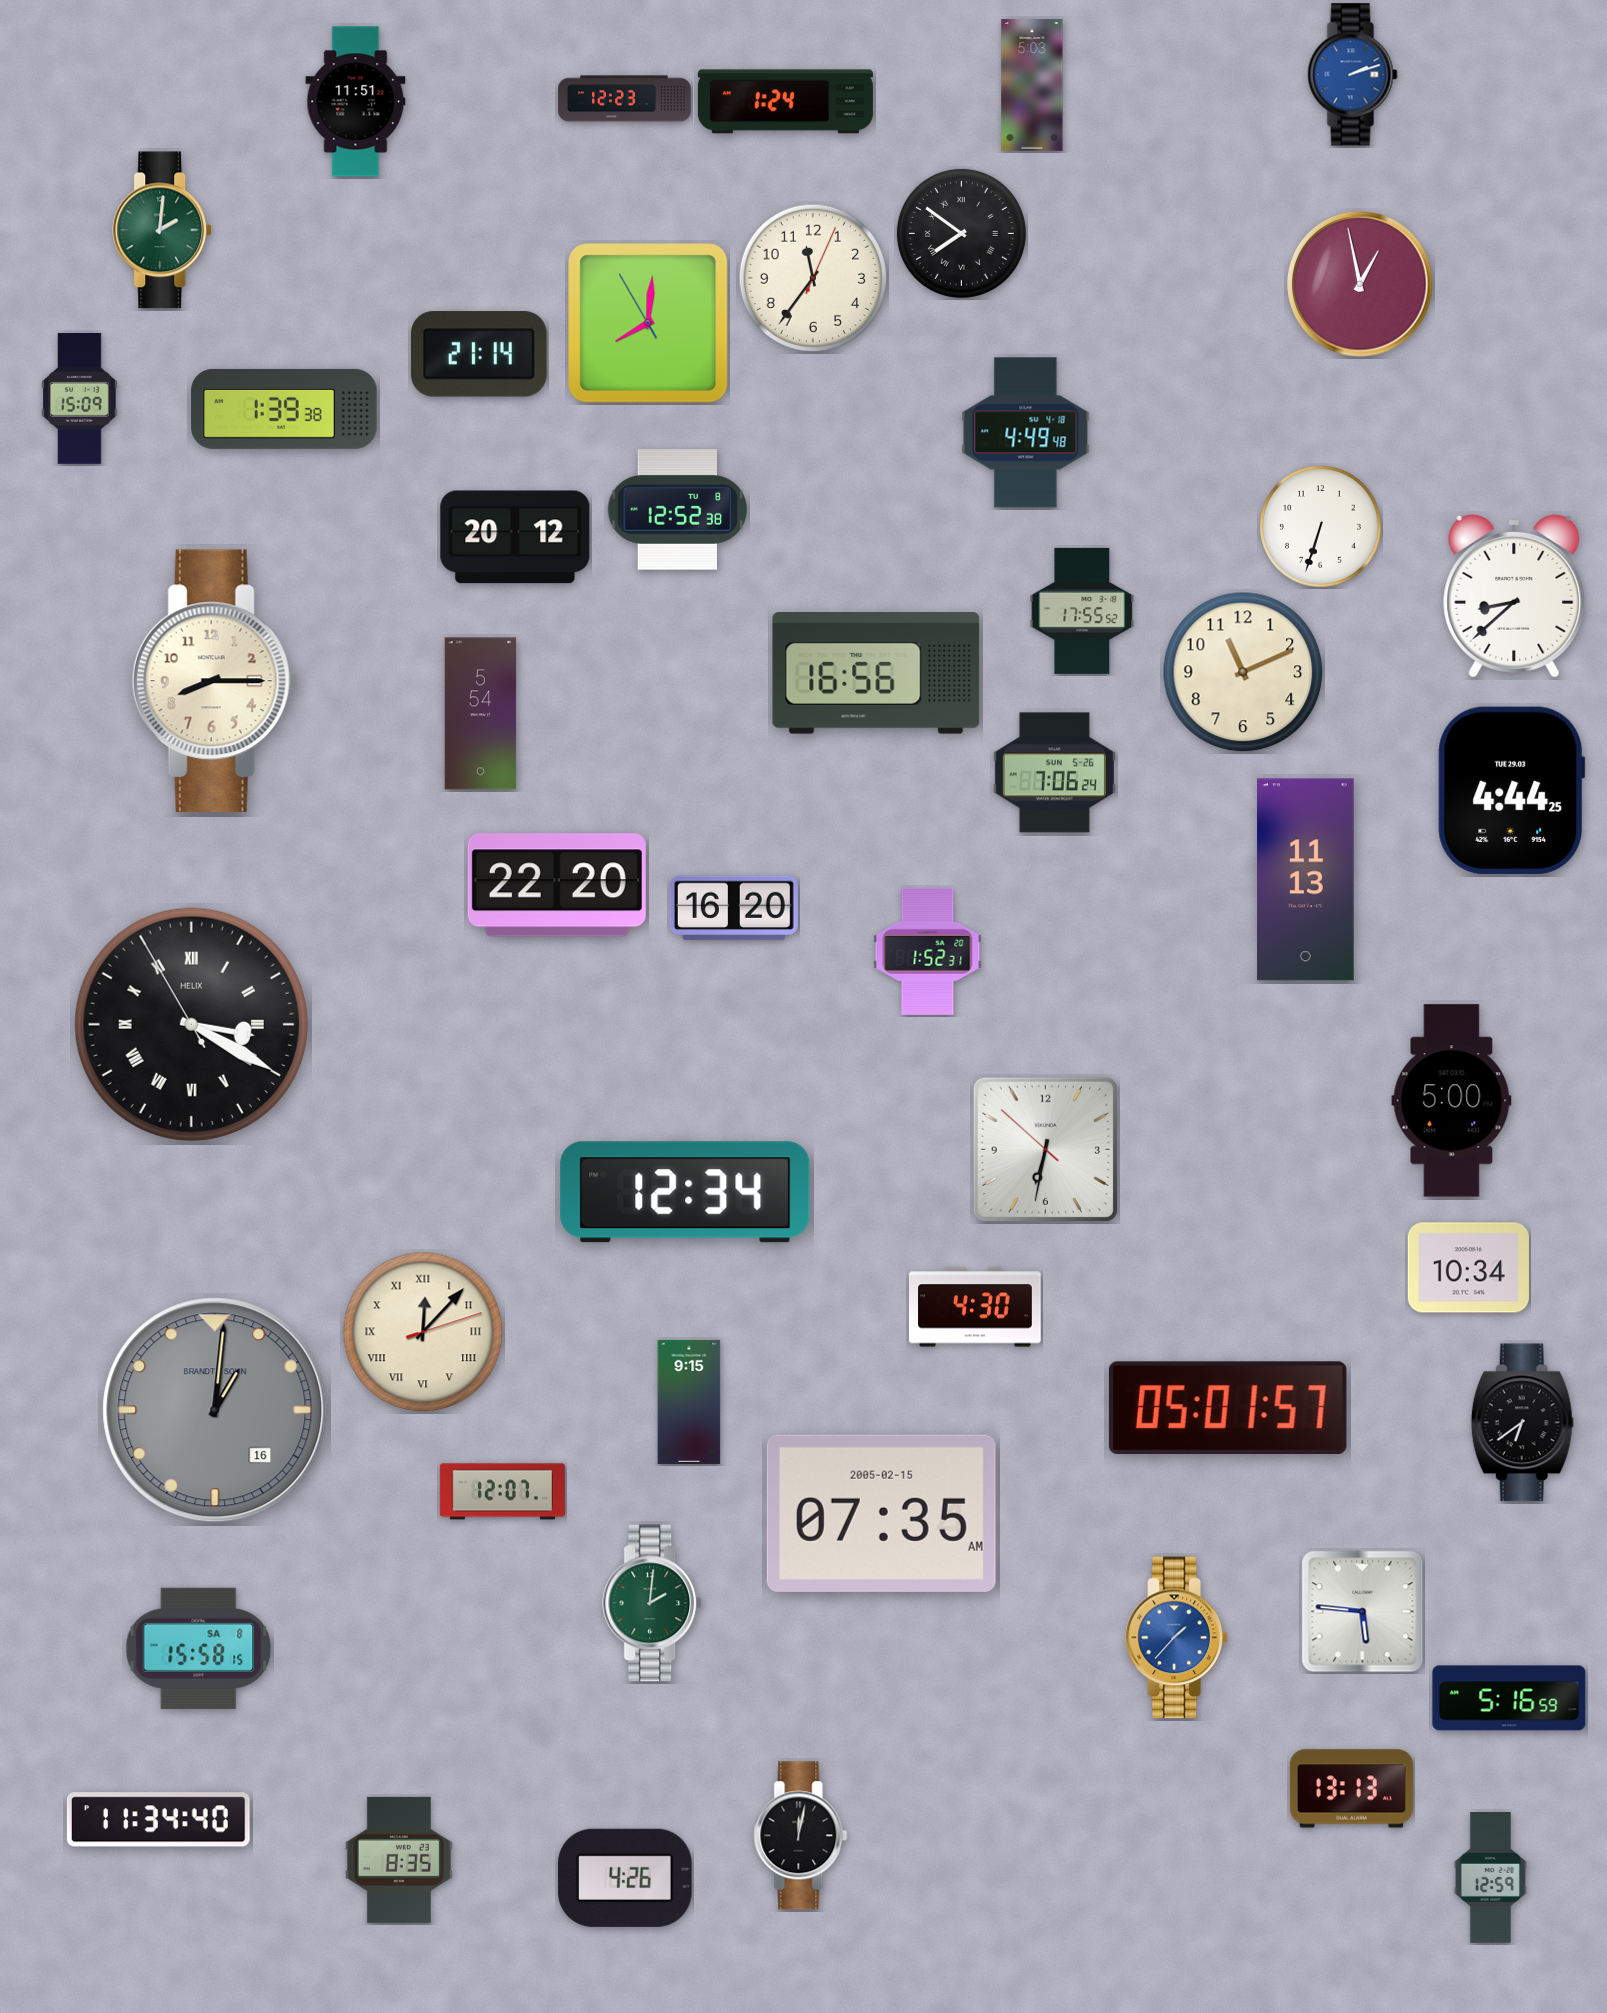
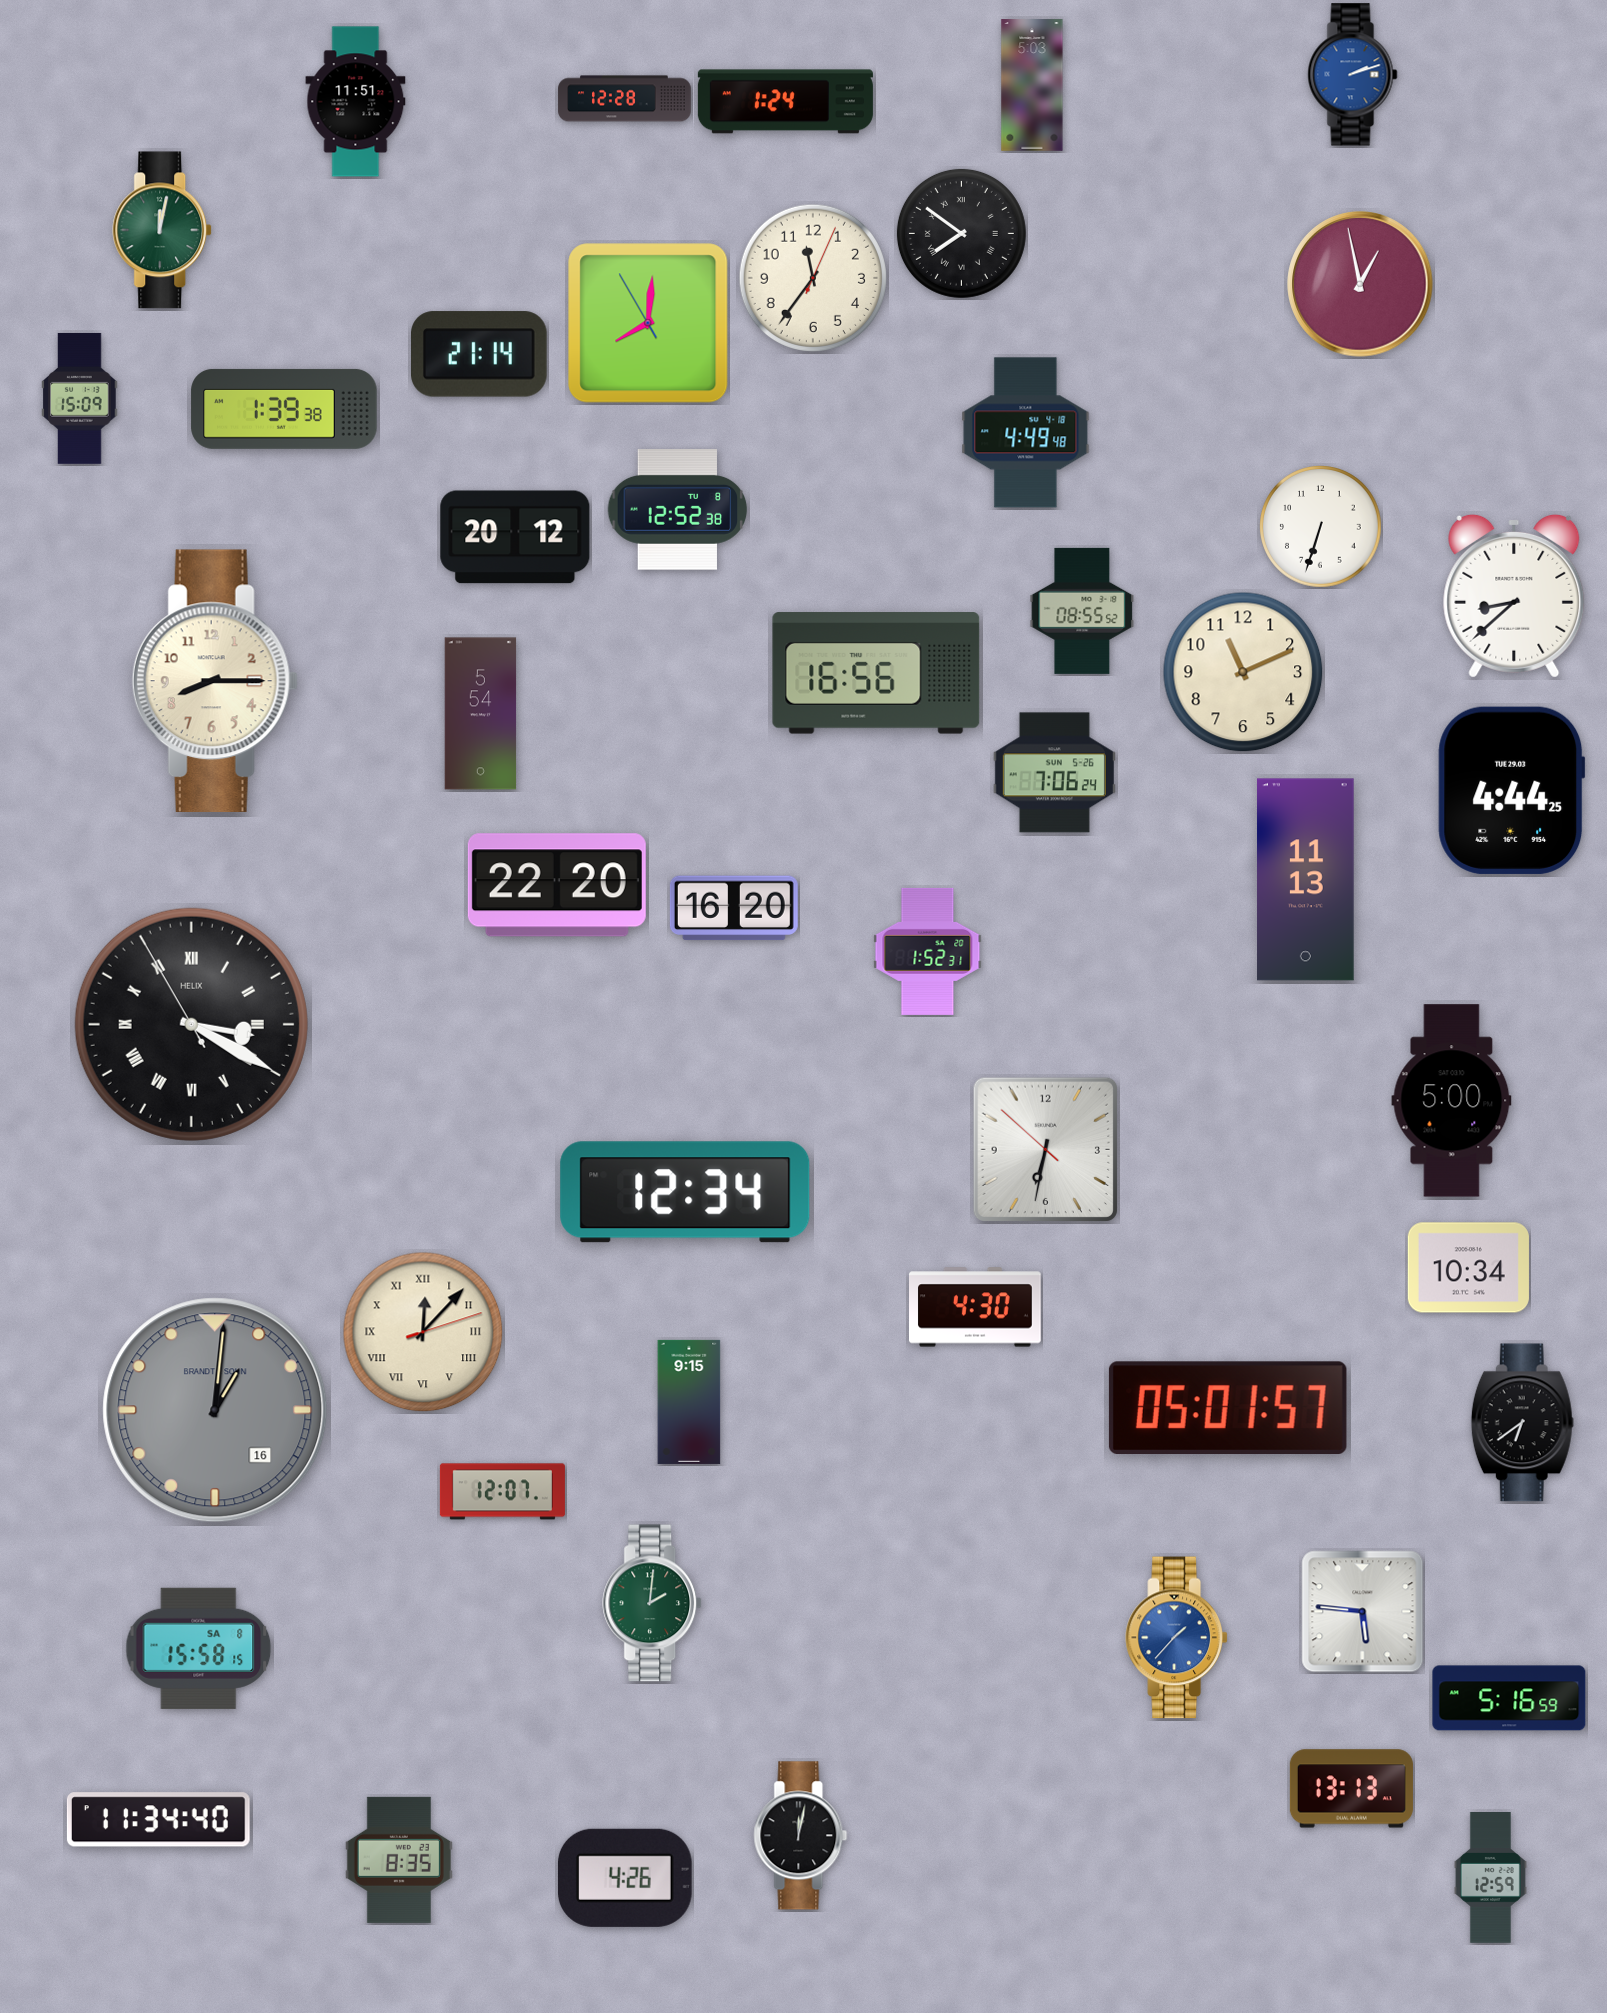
clock at (625, 99): 12:23 -> 12:28
clock at (163, 230): 2:01 -> 12:02
clock at (1082, 611): 17:55 -> 08:55
clock at (881, 1513): 07:35 -> none
